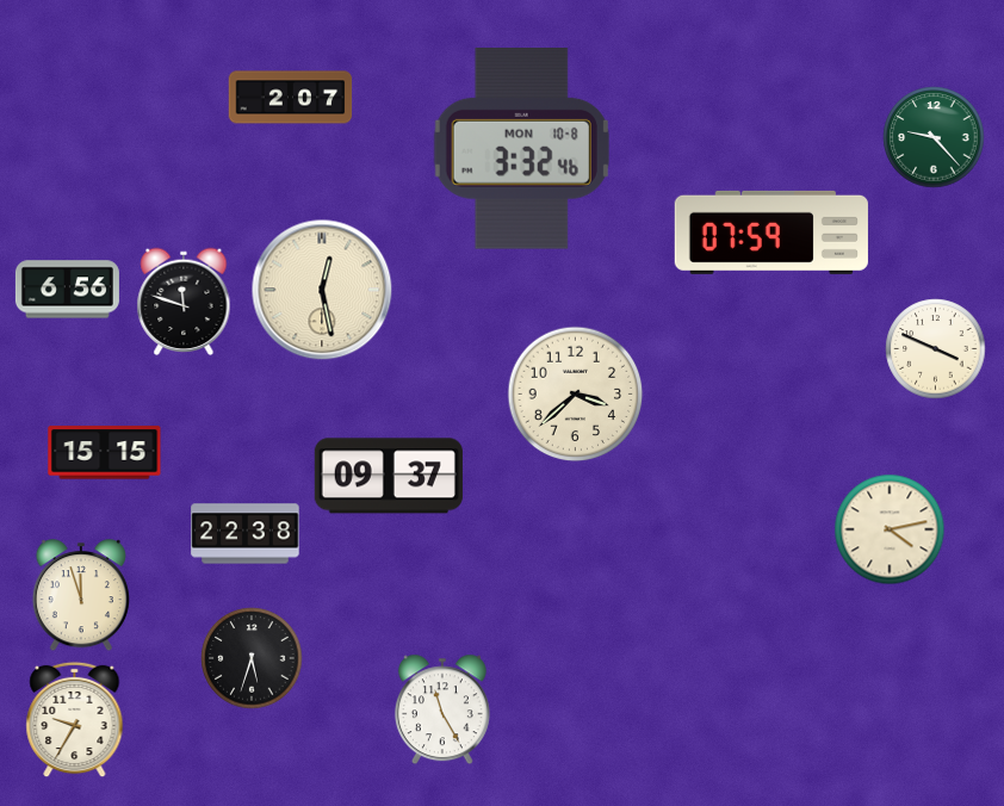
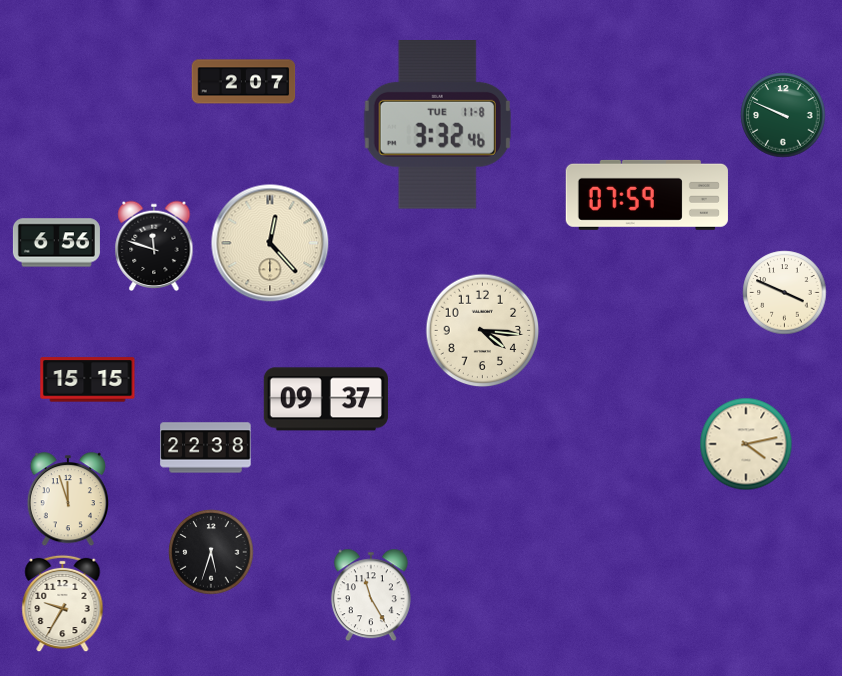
clock at (934, 137): 9:23 -> 9:49
clock at (521, 149) date: MON 10-8 -> TUE 11-8
clock at (322, 290): 12:28 -> 12:23
clock at (184, 302) position: (184, 302) -> (154, 246)
clock at (576, 395): 3:38 -> 4:16
